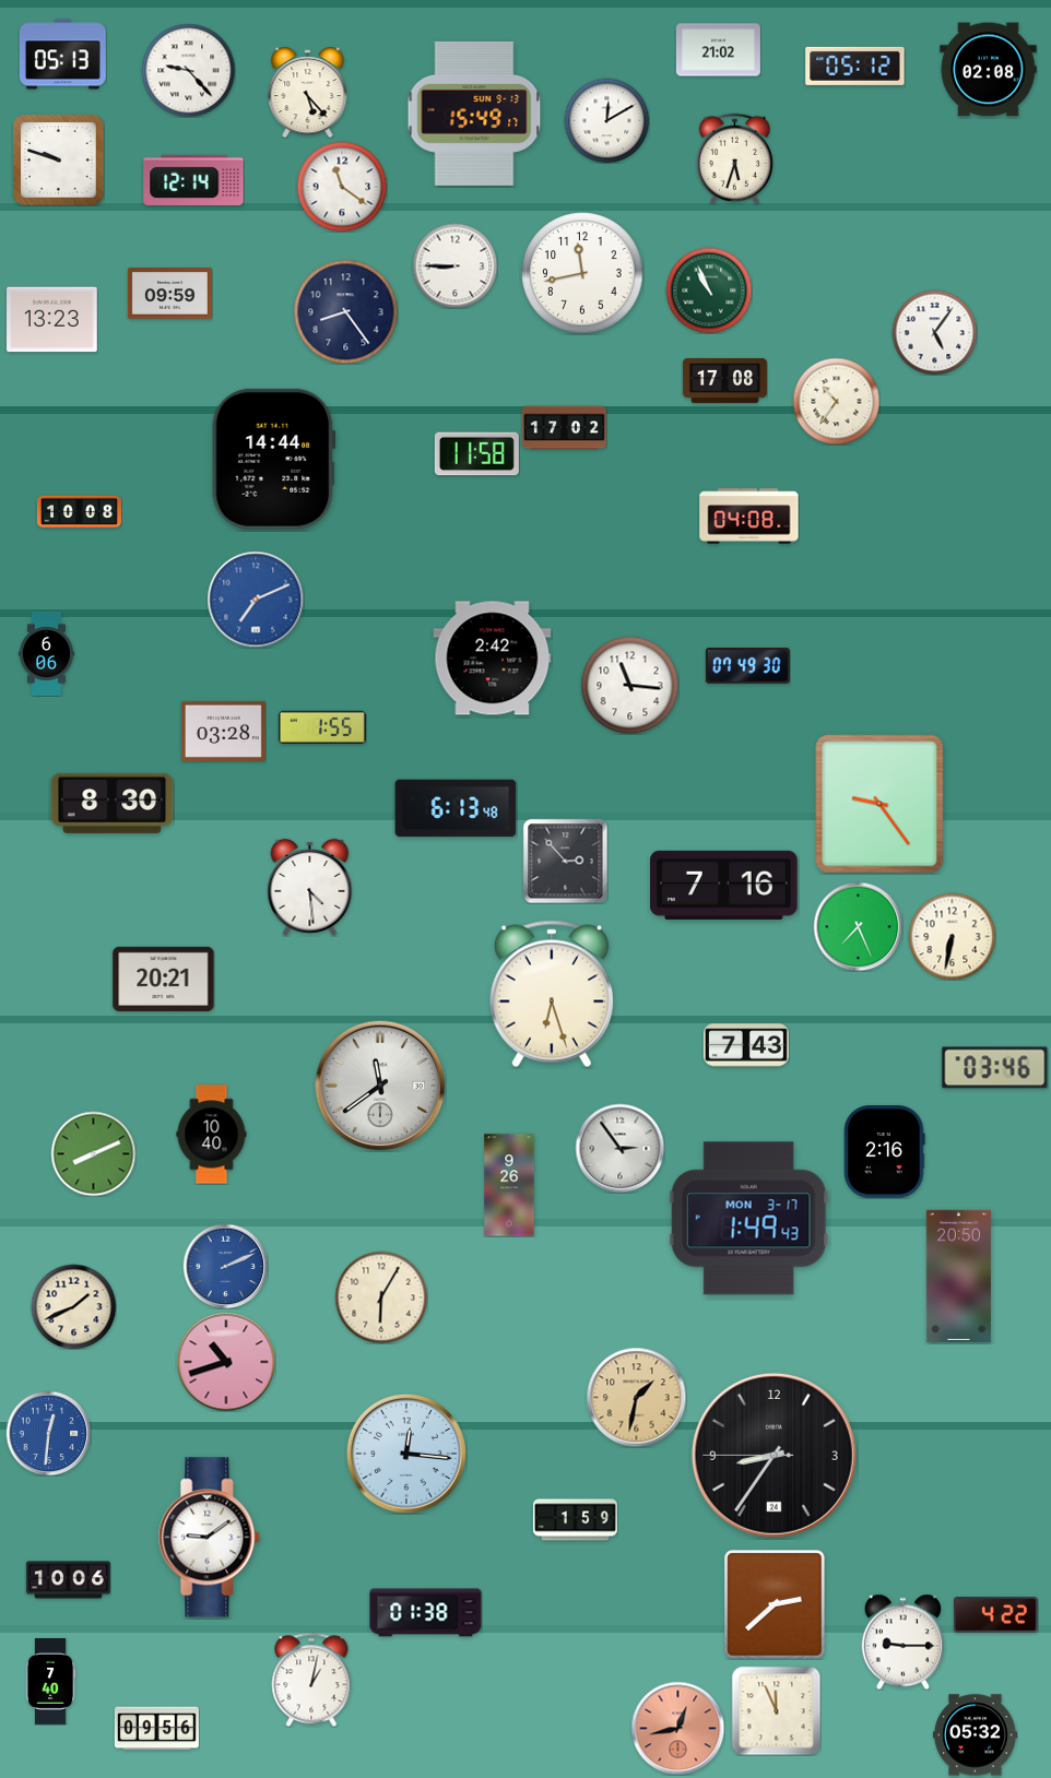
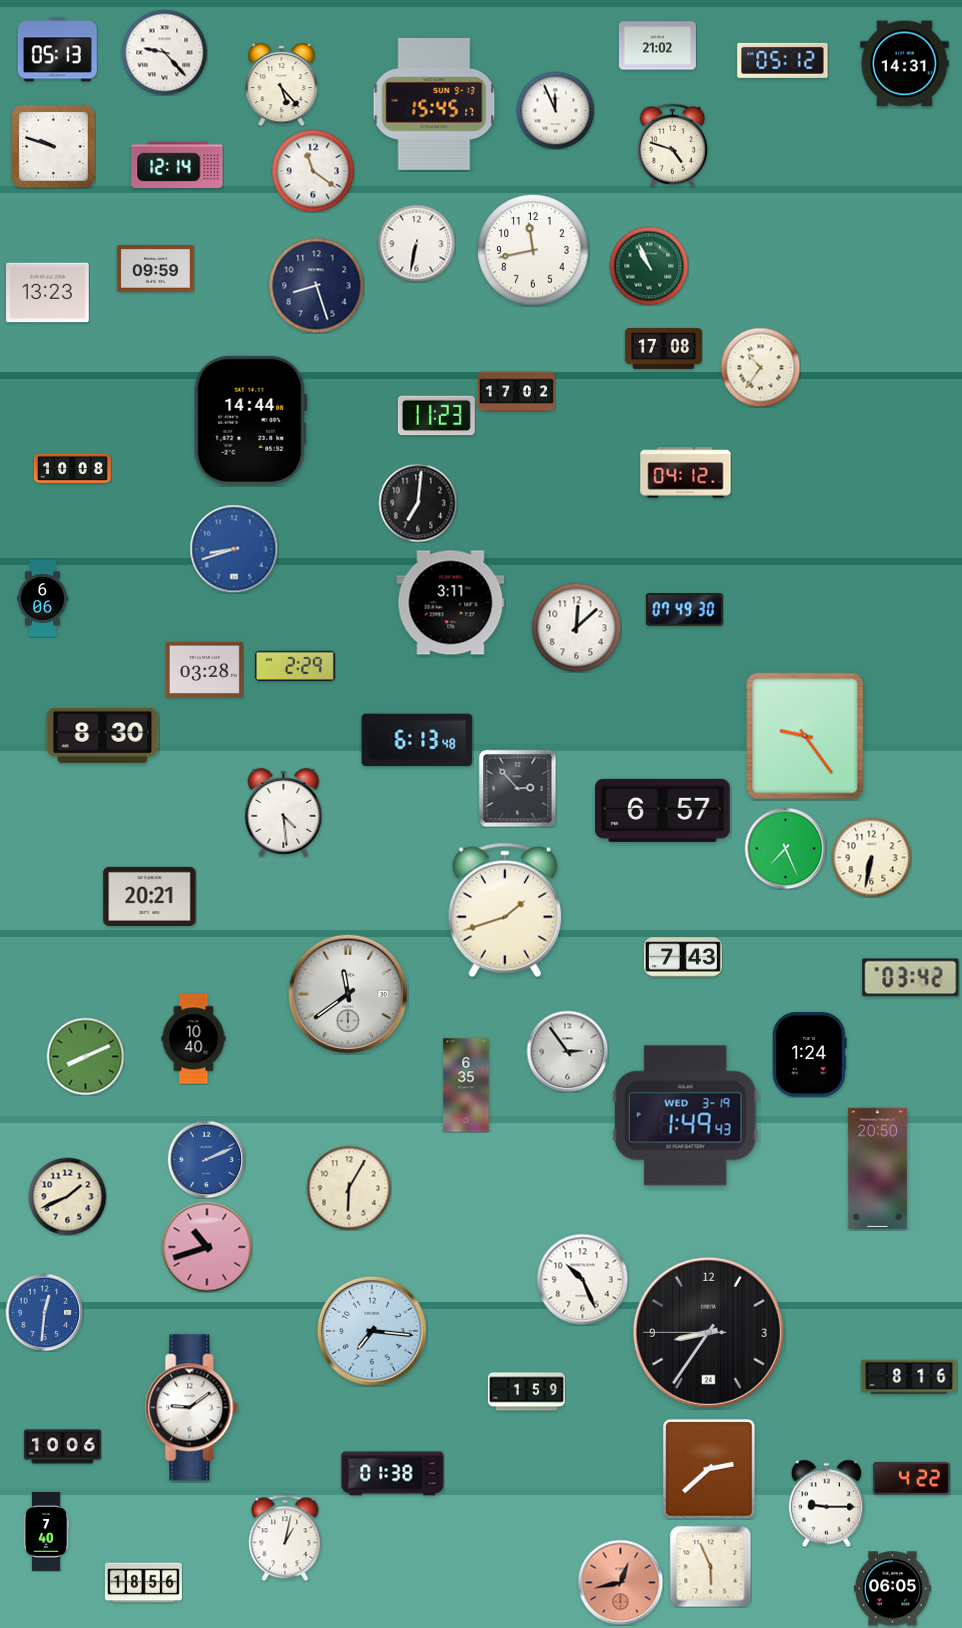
clock at (188, 70) position: (188, 70) -> (164, 52)
clock at (989, 70): 02:08 -> 14:31
clock at (474, 114): 15:49 -> 15:45
clock at (606, 120): 12:10 -> 11:56
clock at (735, 158): 5:33 -> 4:48
clock at (454, 265): 8:45 -> 6:32
clock at (345, 311): 8:24 -> 8:27
clock at (934, 332): 5:06 -> none
clock at (836, 401) position: (836, 401) -> (760, 367)
clock at (476, 454): 11:58 -> 11:23
clock at (749, 517): 04:08 -> 04:12
clock at (418, 503): none -> 7:01
clock at (256, 600): 7:11 -> 8:42
clock at (493, 659): 2:42 -> 3:11
clock at (629, 685): 11:16 -> 12:08
clock at (322, 726): 1:55 -> 2:29
clock at (724, 885): 7:16 -> 6:57
clock at (552, 994): 6:27 -> 1:42
clock at (995, 1068): 03:46 -> 03:42
clock at (885, 1152): 2:16 -> 1:24
clock at (509, 1185): 9:26 -> 6:35
clock at (748, 1219) date: MON 3-17 -> WED 3-19
clock at (636, 1397): 1:32 -> 10:26
clock at (636, 1397) dial: champagne -> white
clock at (406, 1454): 12:16 -> 7:16
clock at (909, 1377): none -> 8:16
clock at (426, 1613) position: (426, 1613) -> (393, 1474)
clock at (50, 1681) position: (50, 1681) -> (46, 1531)
clock at (776, 1710): 11:56 -> 5:56
clock at (156, 1729): 09:56 -> 18:56
clock at (975, 1735): 05:32 -> 06:05
